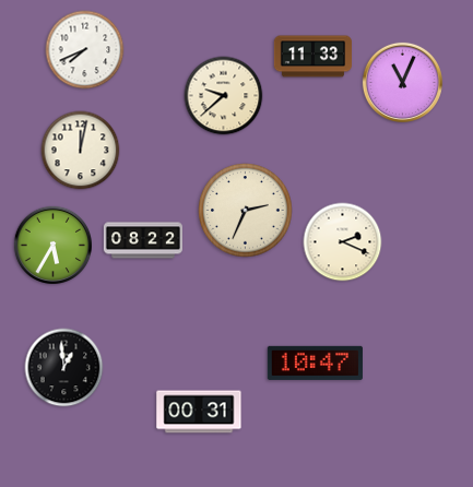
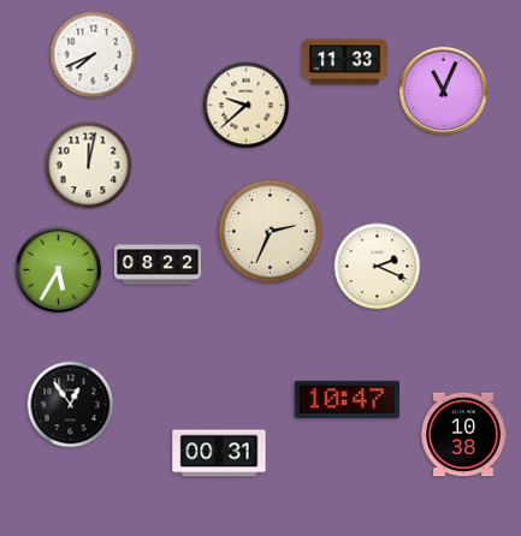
clock at (64, 368): 12:59 -> 12:54
clock at (463, 435): none -> 10:38
